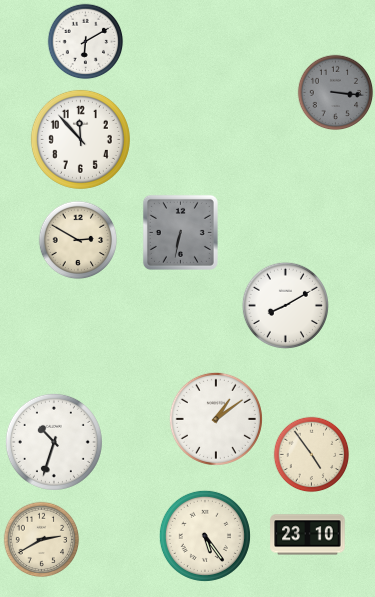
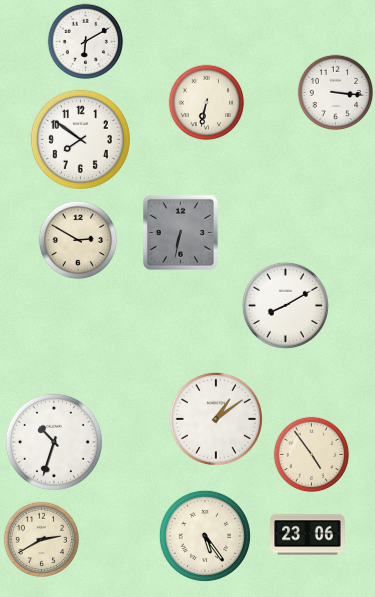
clock at (336, 93) dial: grey -> white
clock at (207, 103): none -> 6:32
clock at (80, 139): 11:53 -> 7:51
clock at (308, 535): 23:10 -> 23:06
